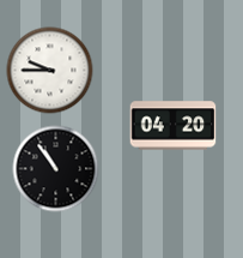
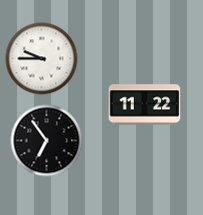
clock at (174, 126): 04:20 -> 11:22
clock at (56, 169): 10:54 -> 6:54
